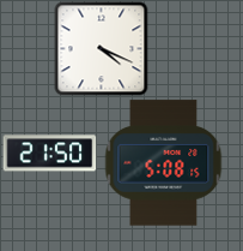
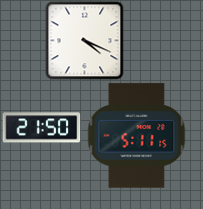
clock at (164, 163): 5:08 -> 5:11
